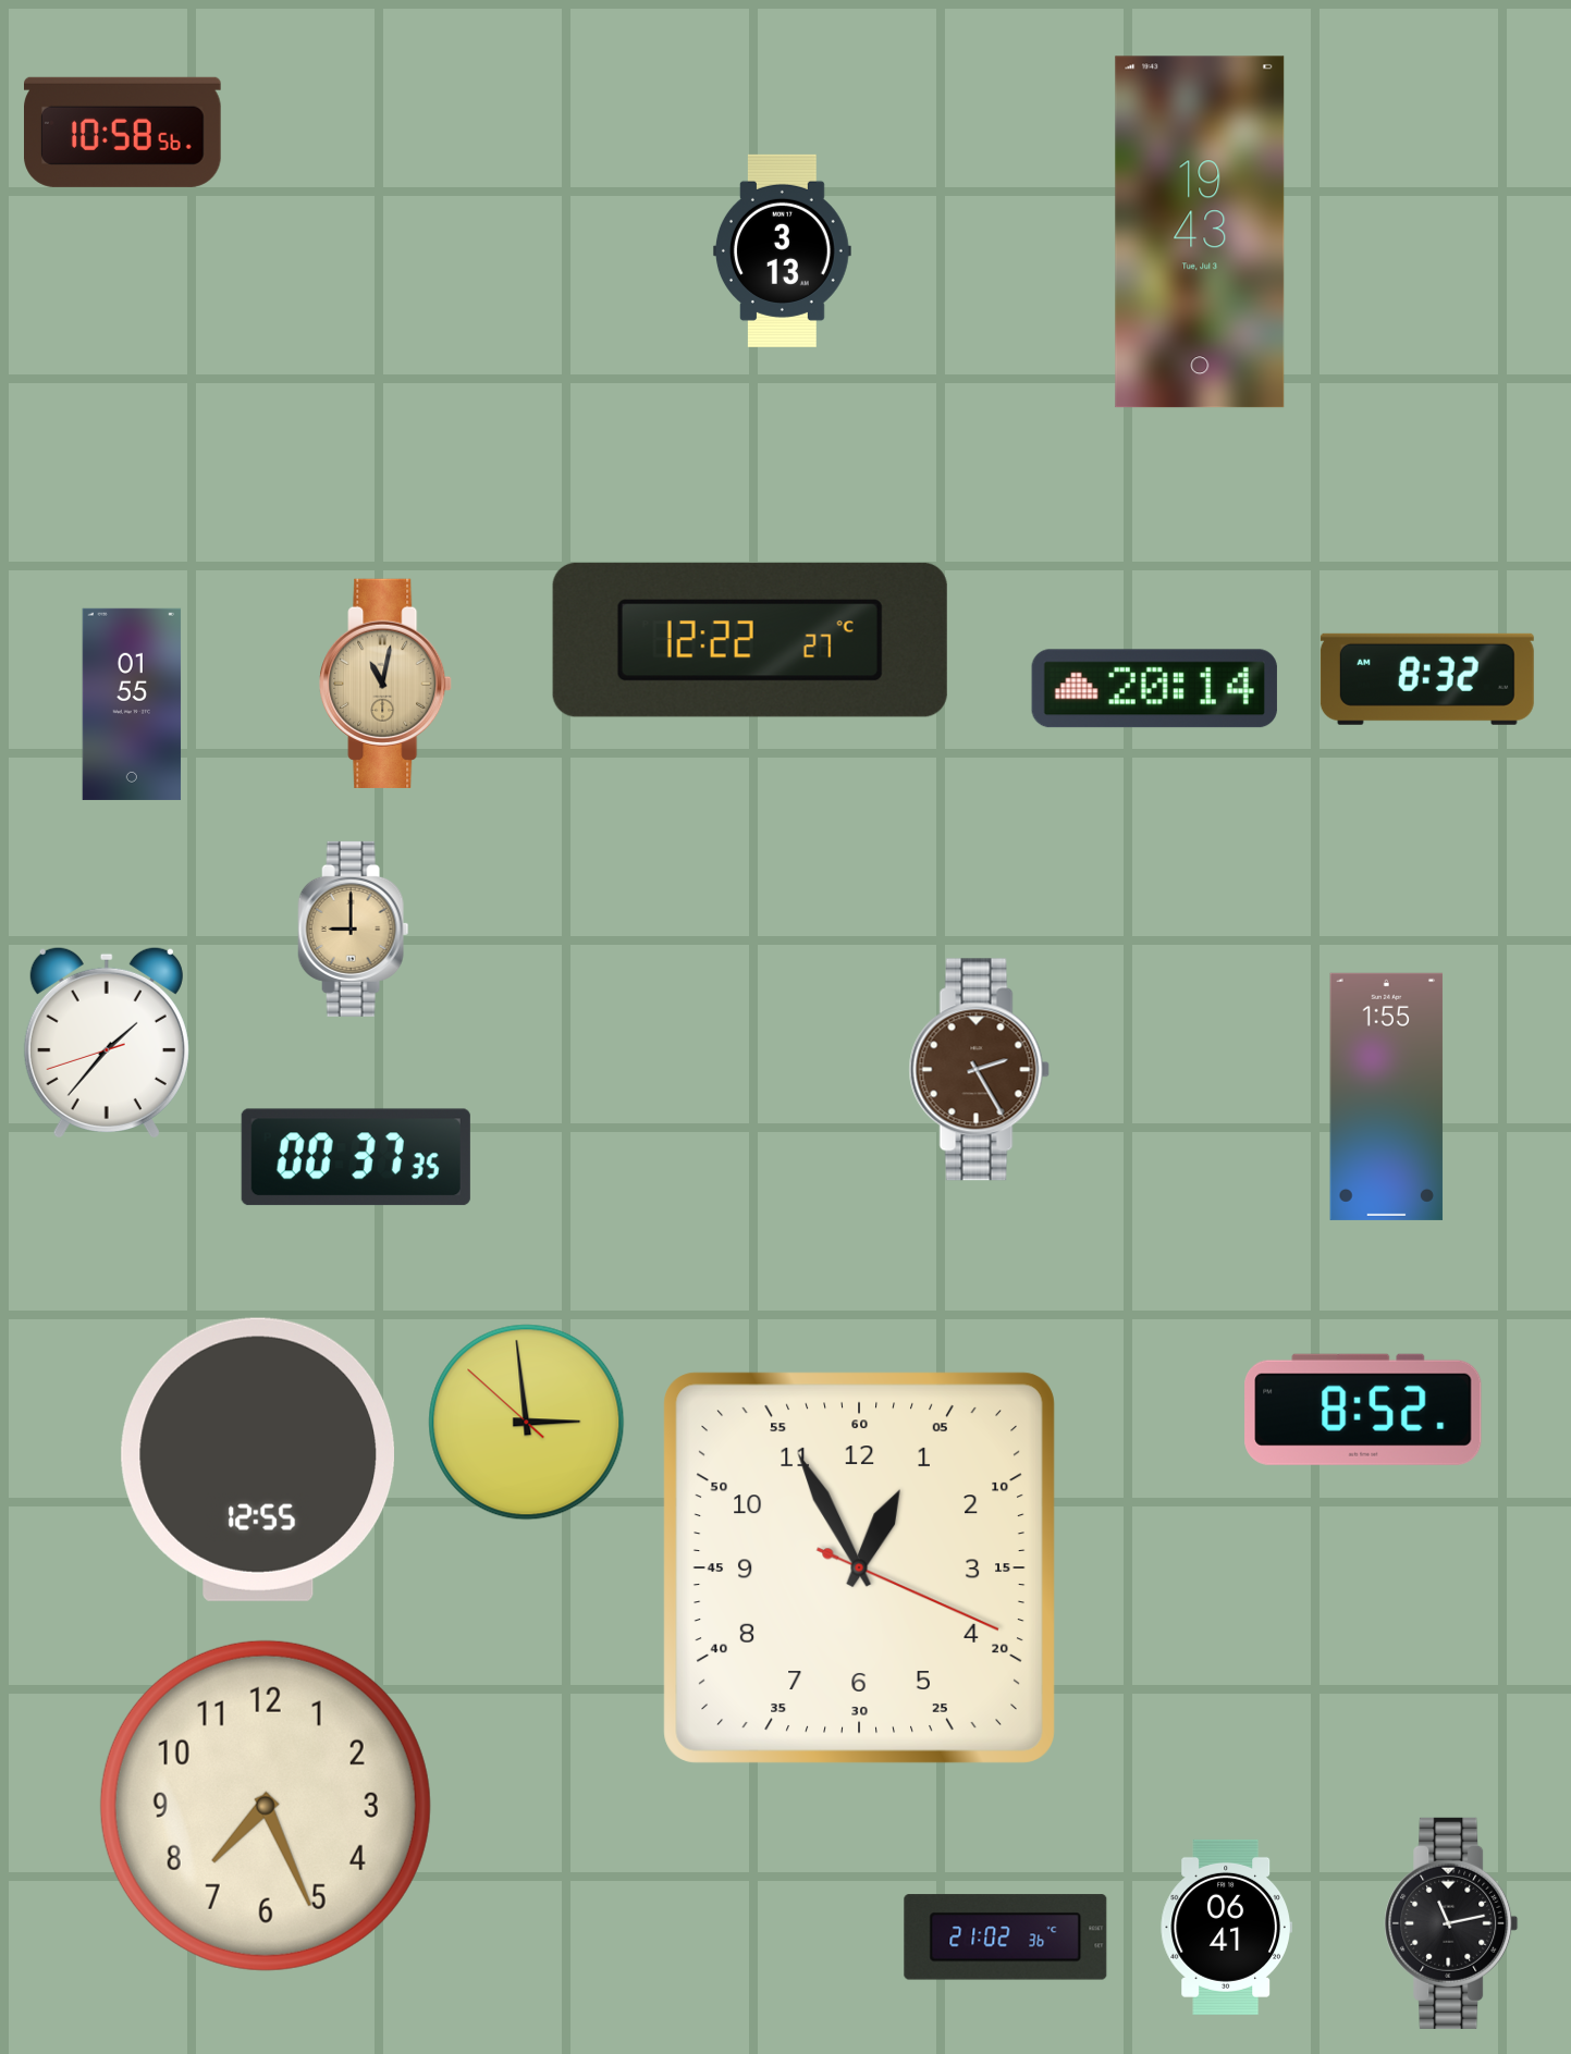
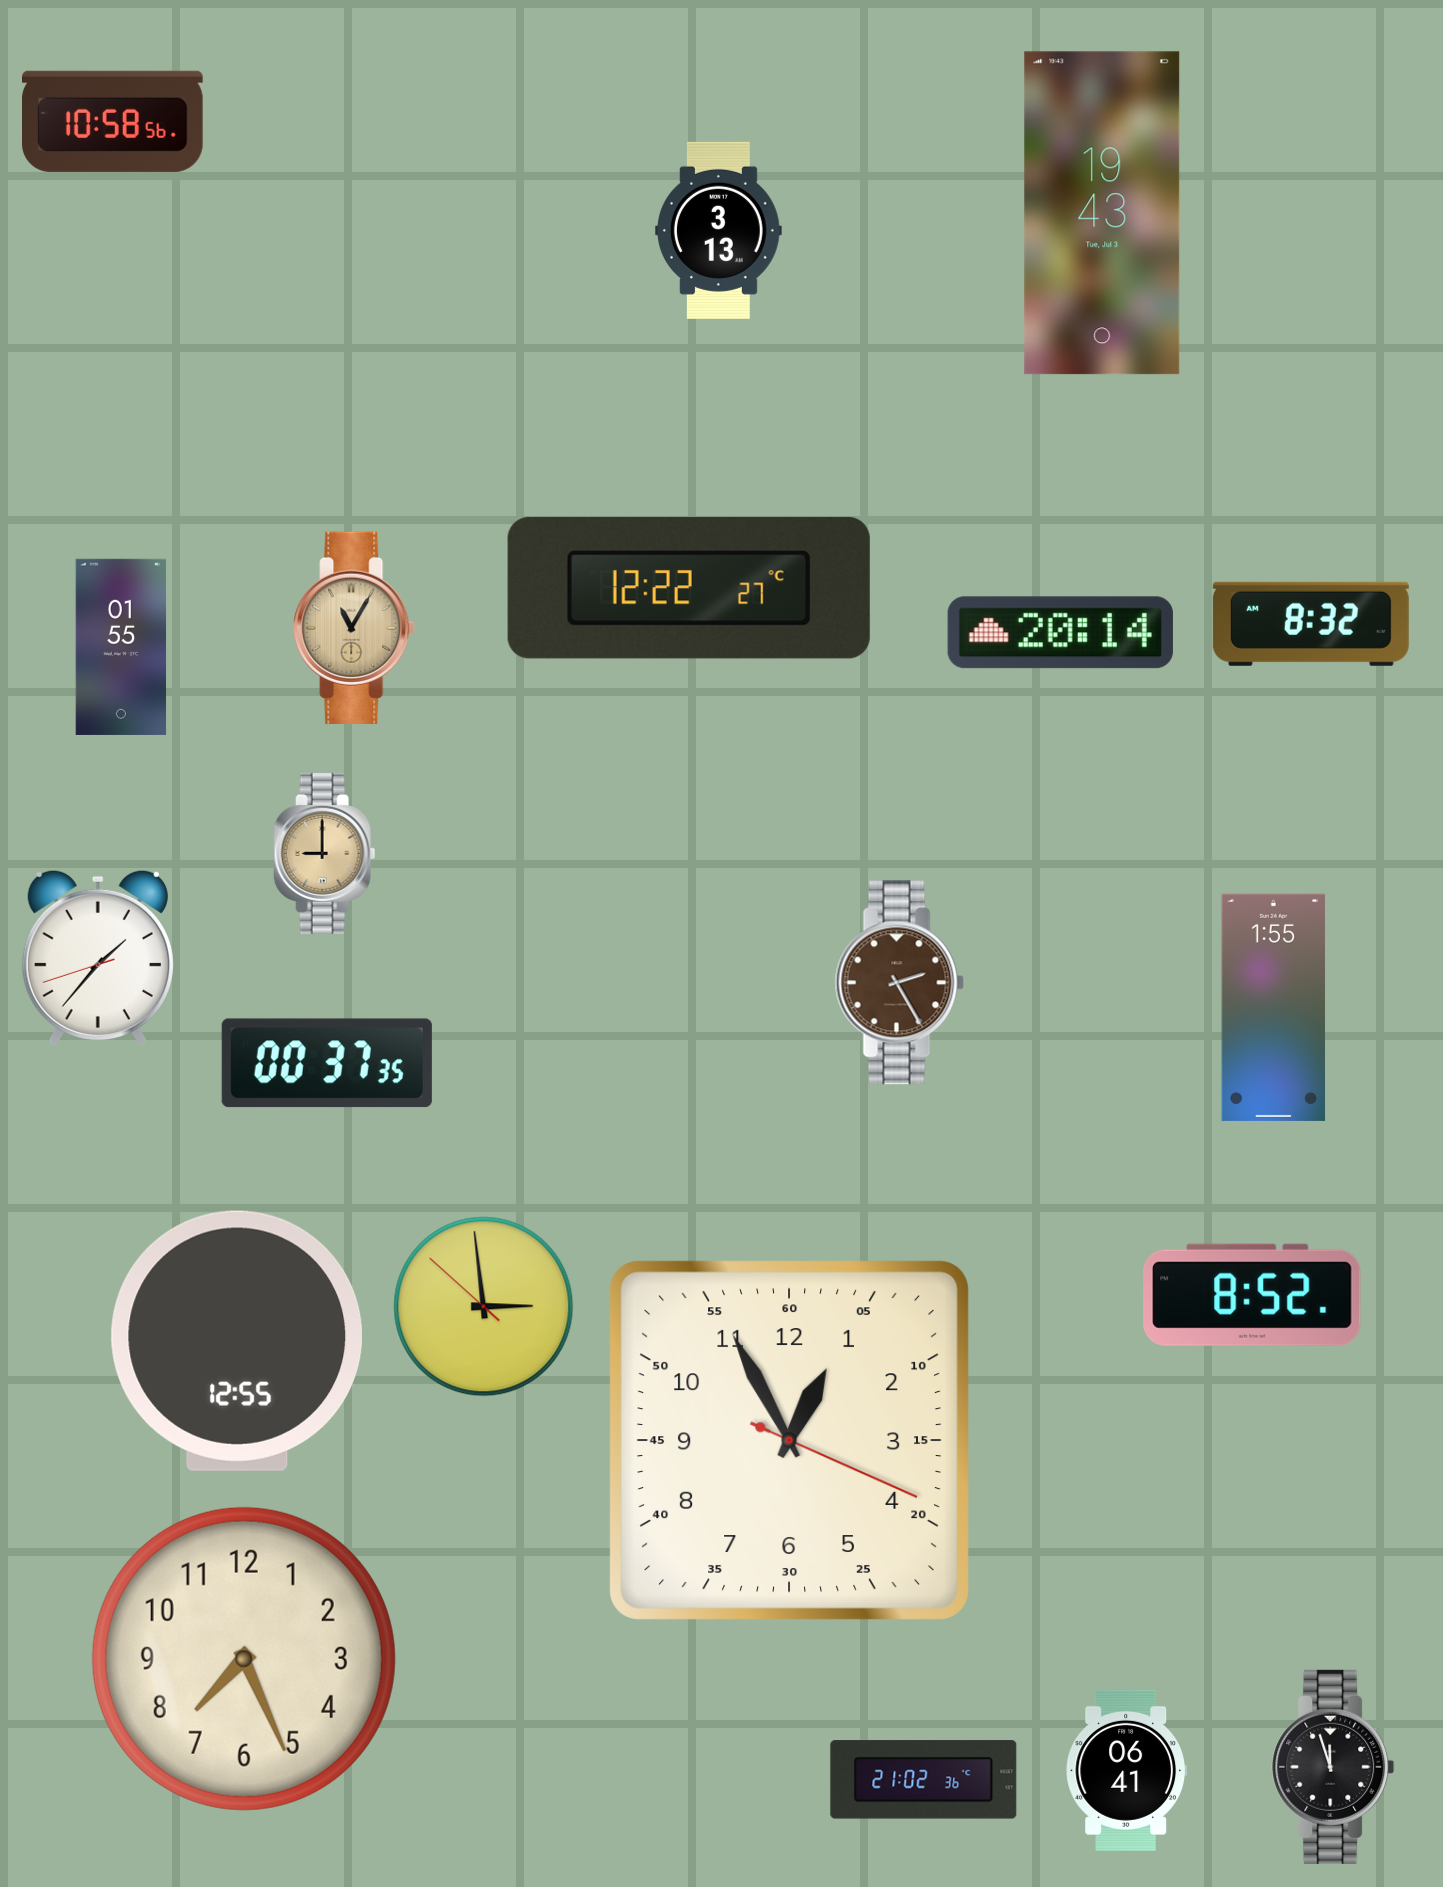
clock at (385, 684): 11:02 -> 11:05
clock at (1451, 1923): 11:13 -> 11:57
